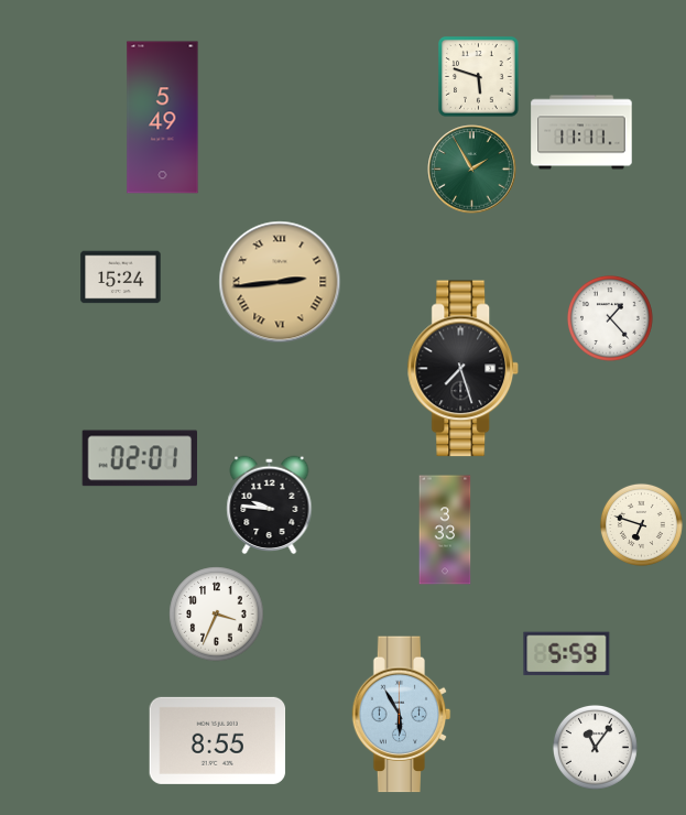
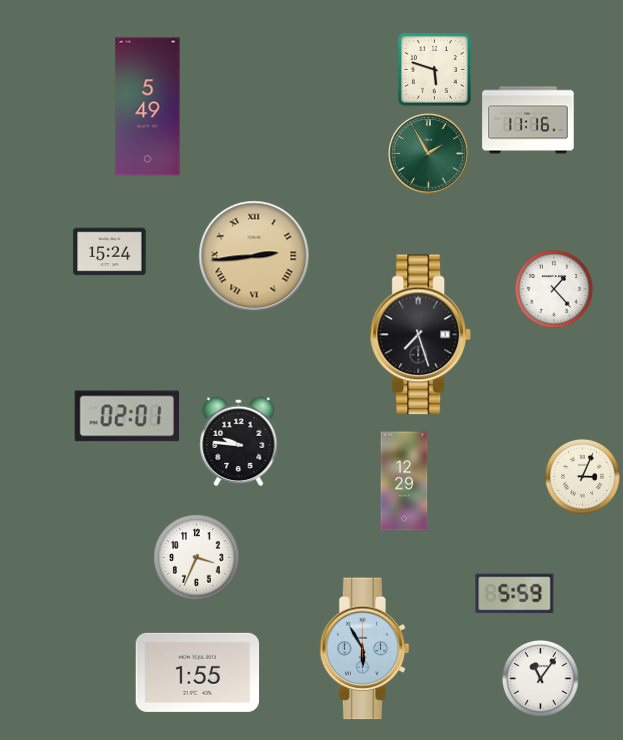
clock at (581, 132): 11:11 -> 11:16
clock at (270, 506) position: (270, 506) -> (239, 442)
clock at (641, 524): 6:48 -> 3:04
clock at (445, 530): 3:33 -> 12:29
clock at (218, 740): 8:55 -> 1:55
